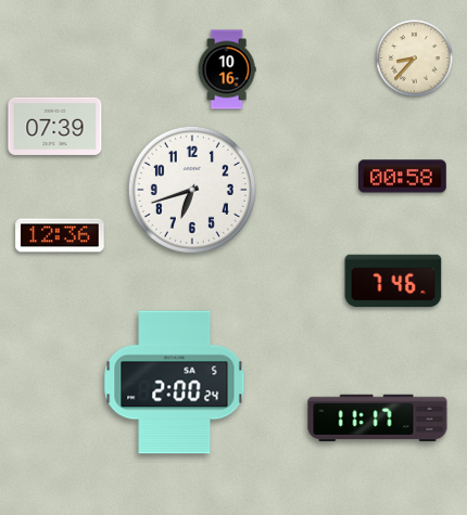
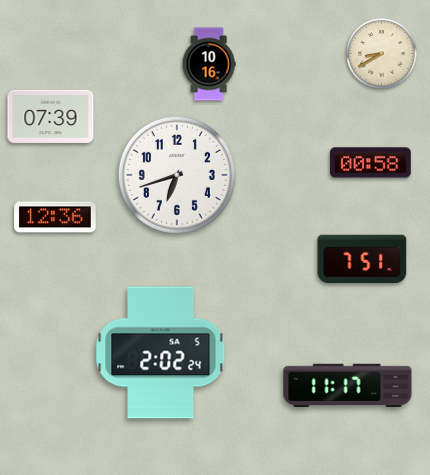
clock at (415, 59): 8:37 -> 8:40
clock at (393, 281): 7:46 -> 7:51
clock at (175, 383): 2:00 -> 2:02
